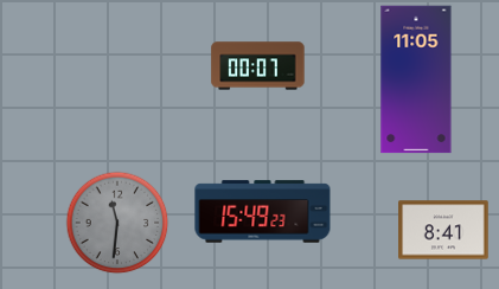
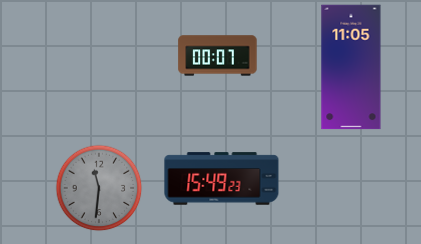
clock at (443, 230): 8:41 -> none
